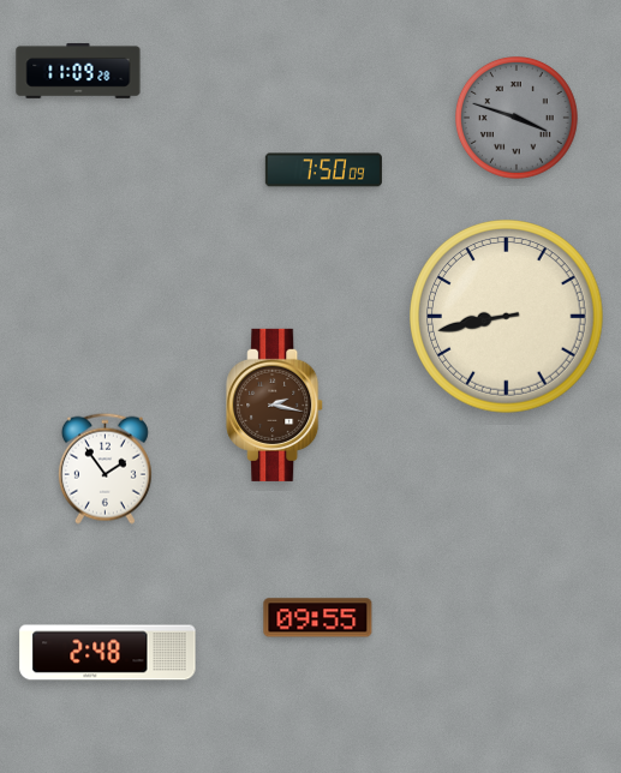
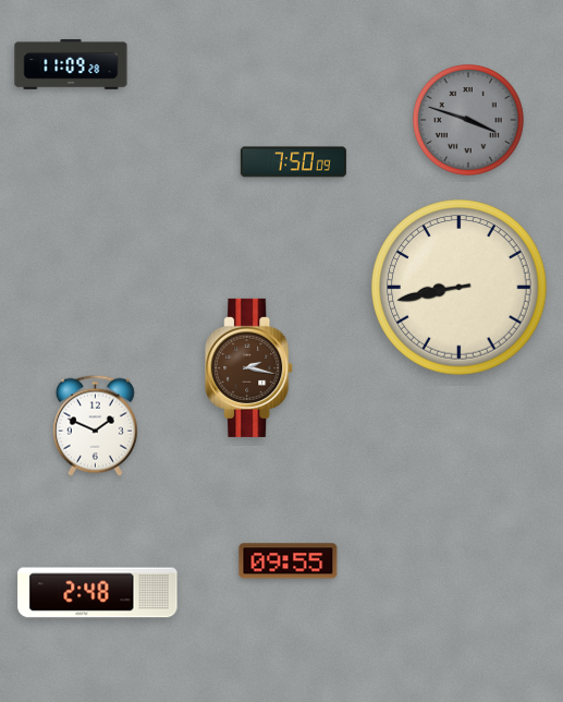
clock at (518, 119) position: (518, 119) -> (469, 121)
clock at (323, 170) position: (323, 170) -> (293, 162)
clock at (105, 468): 1:54 -> 1:49
